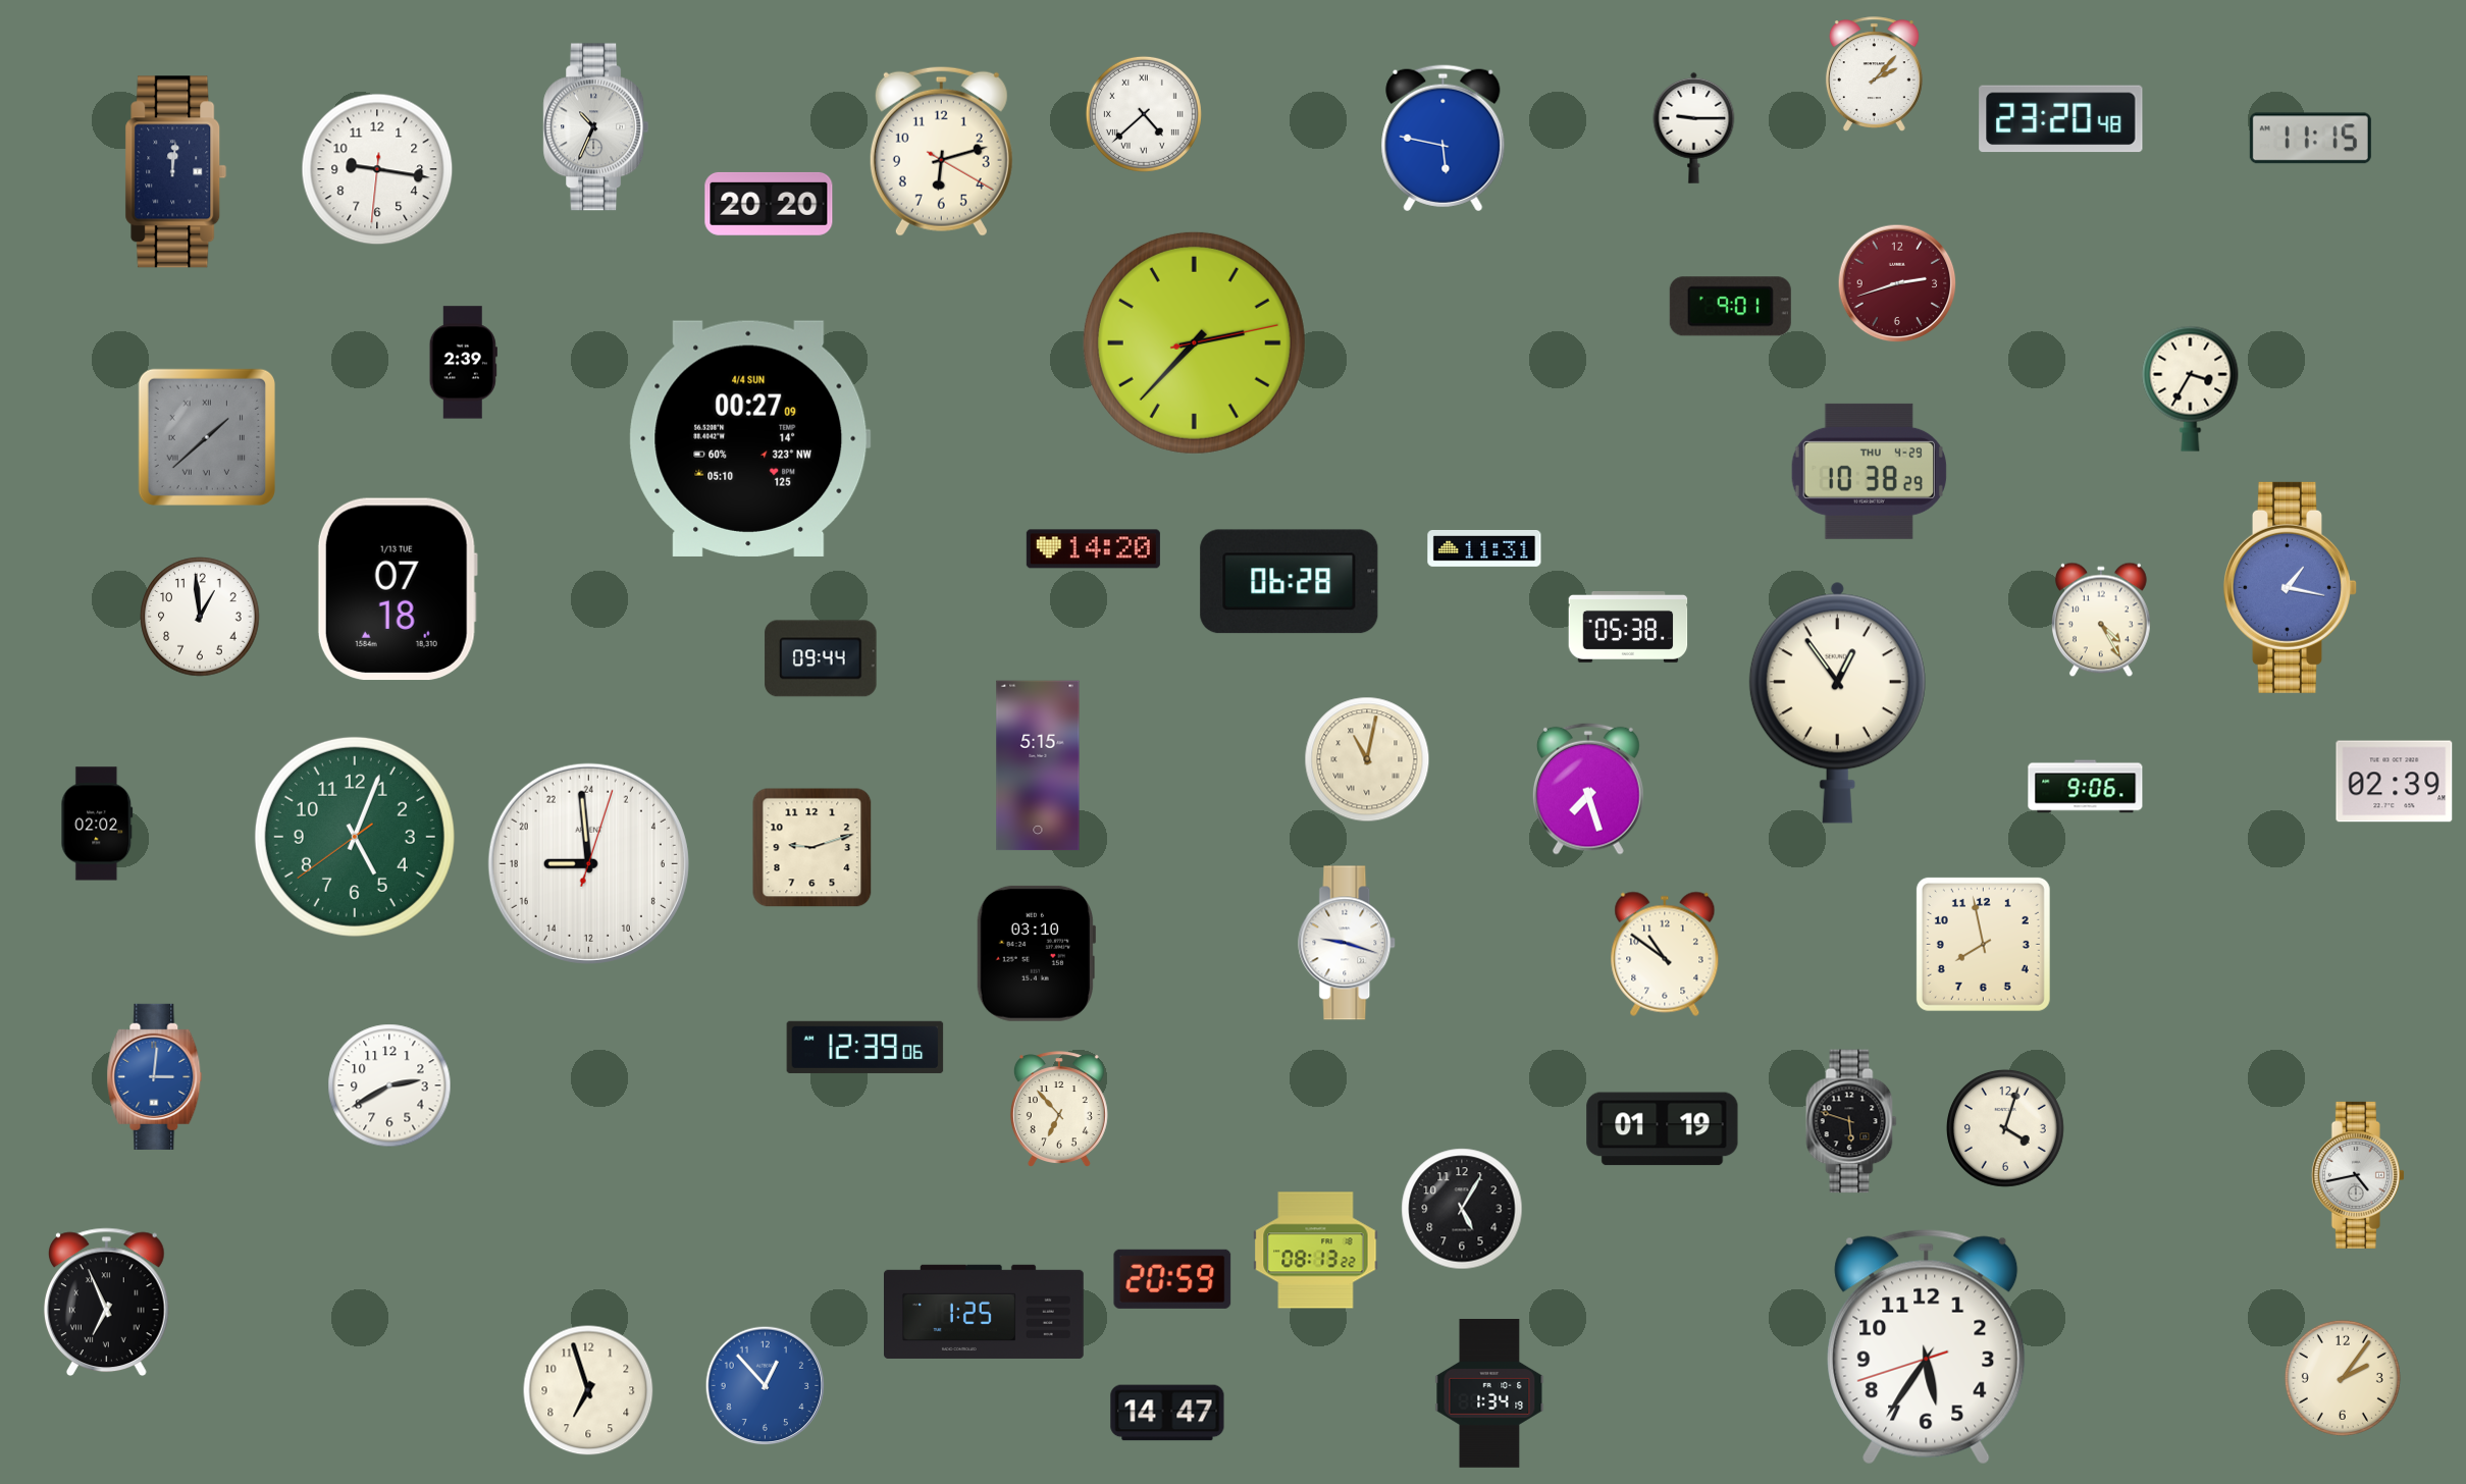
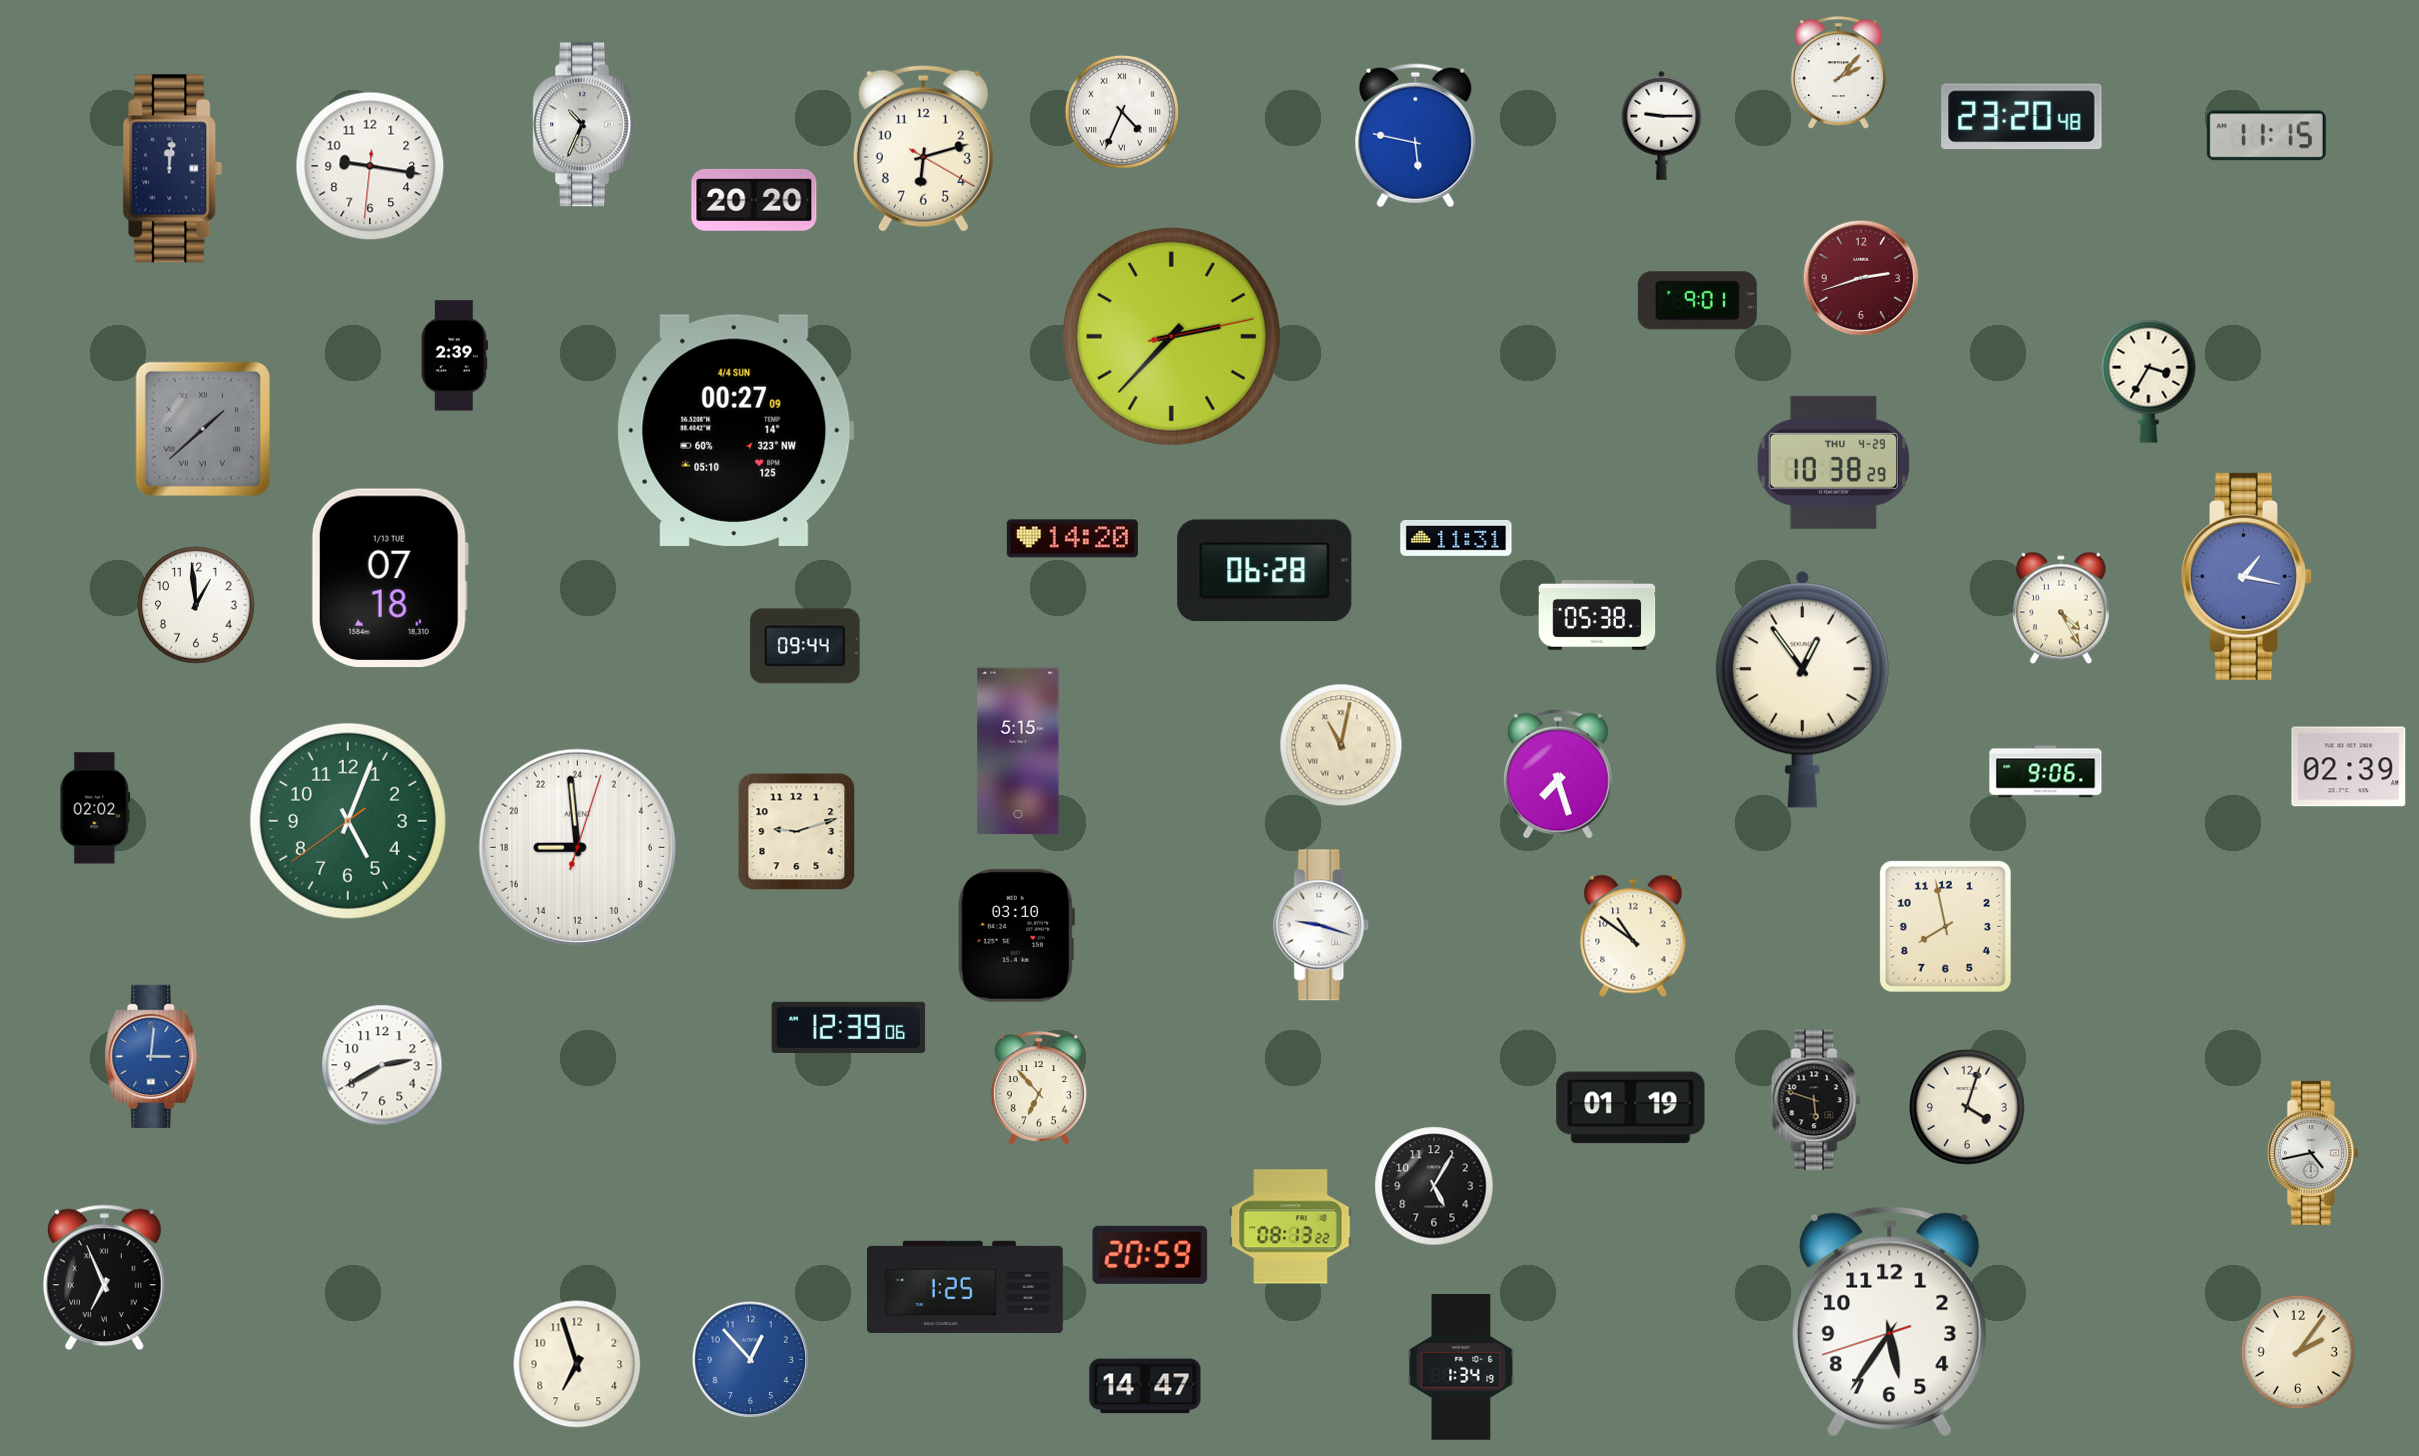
clock at (1144, 114): 4:38 -> 4:34
